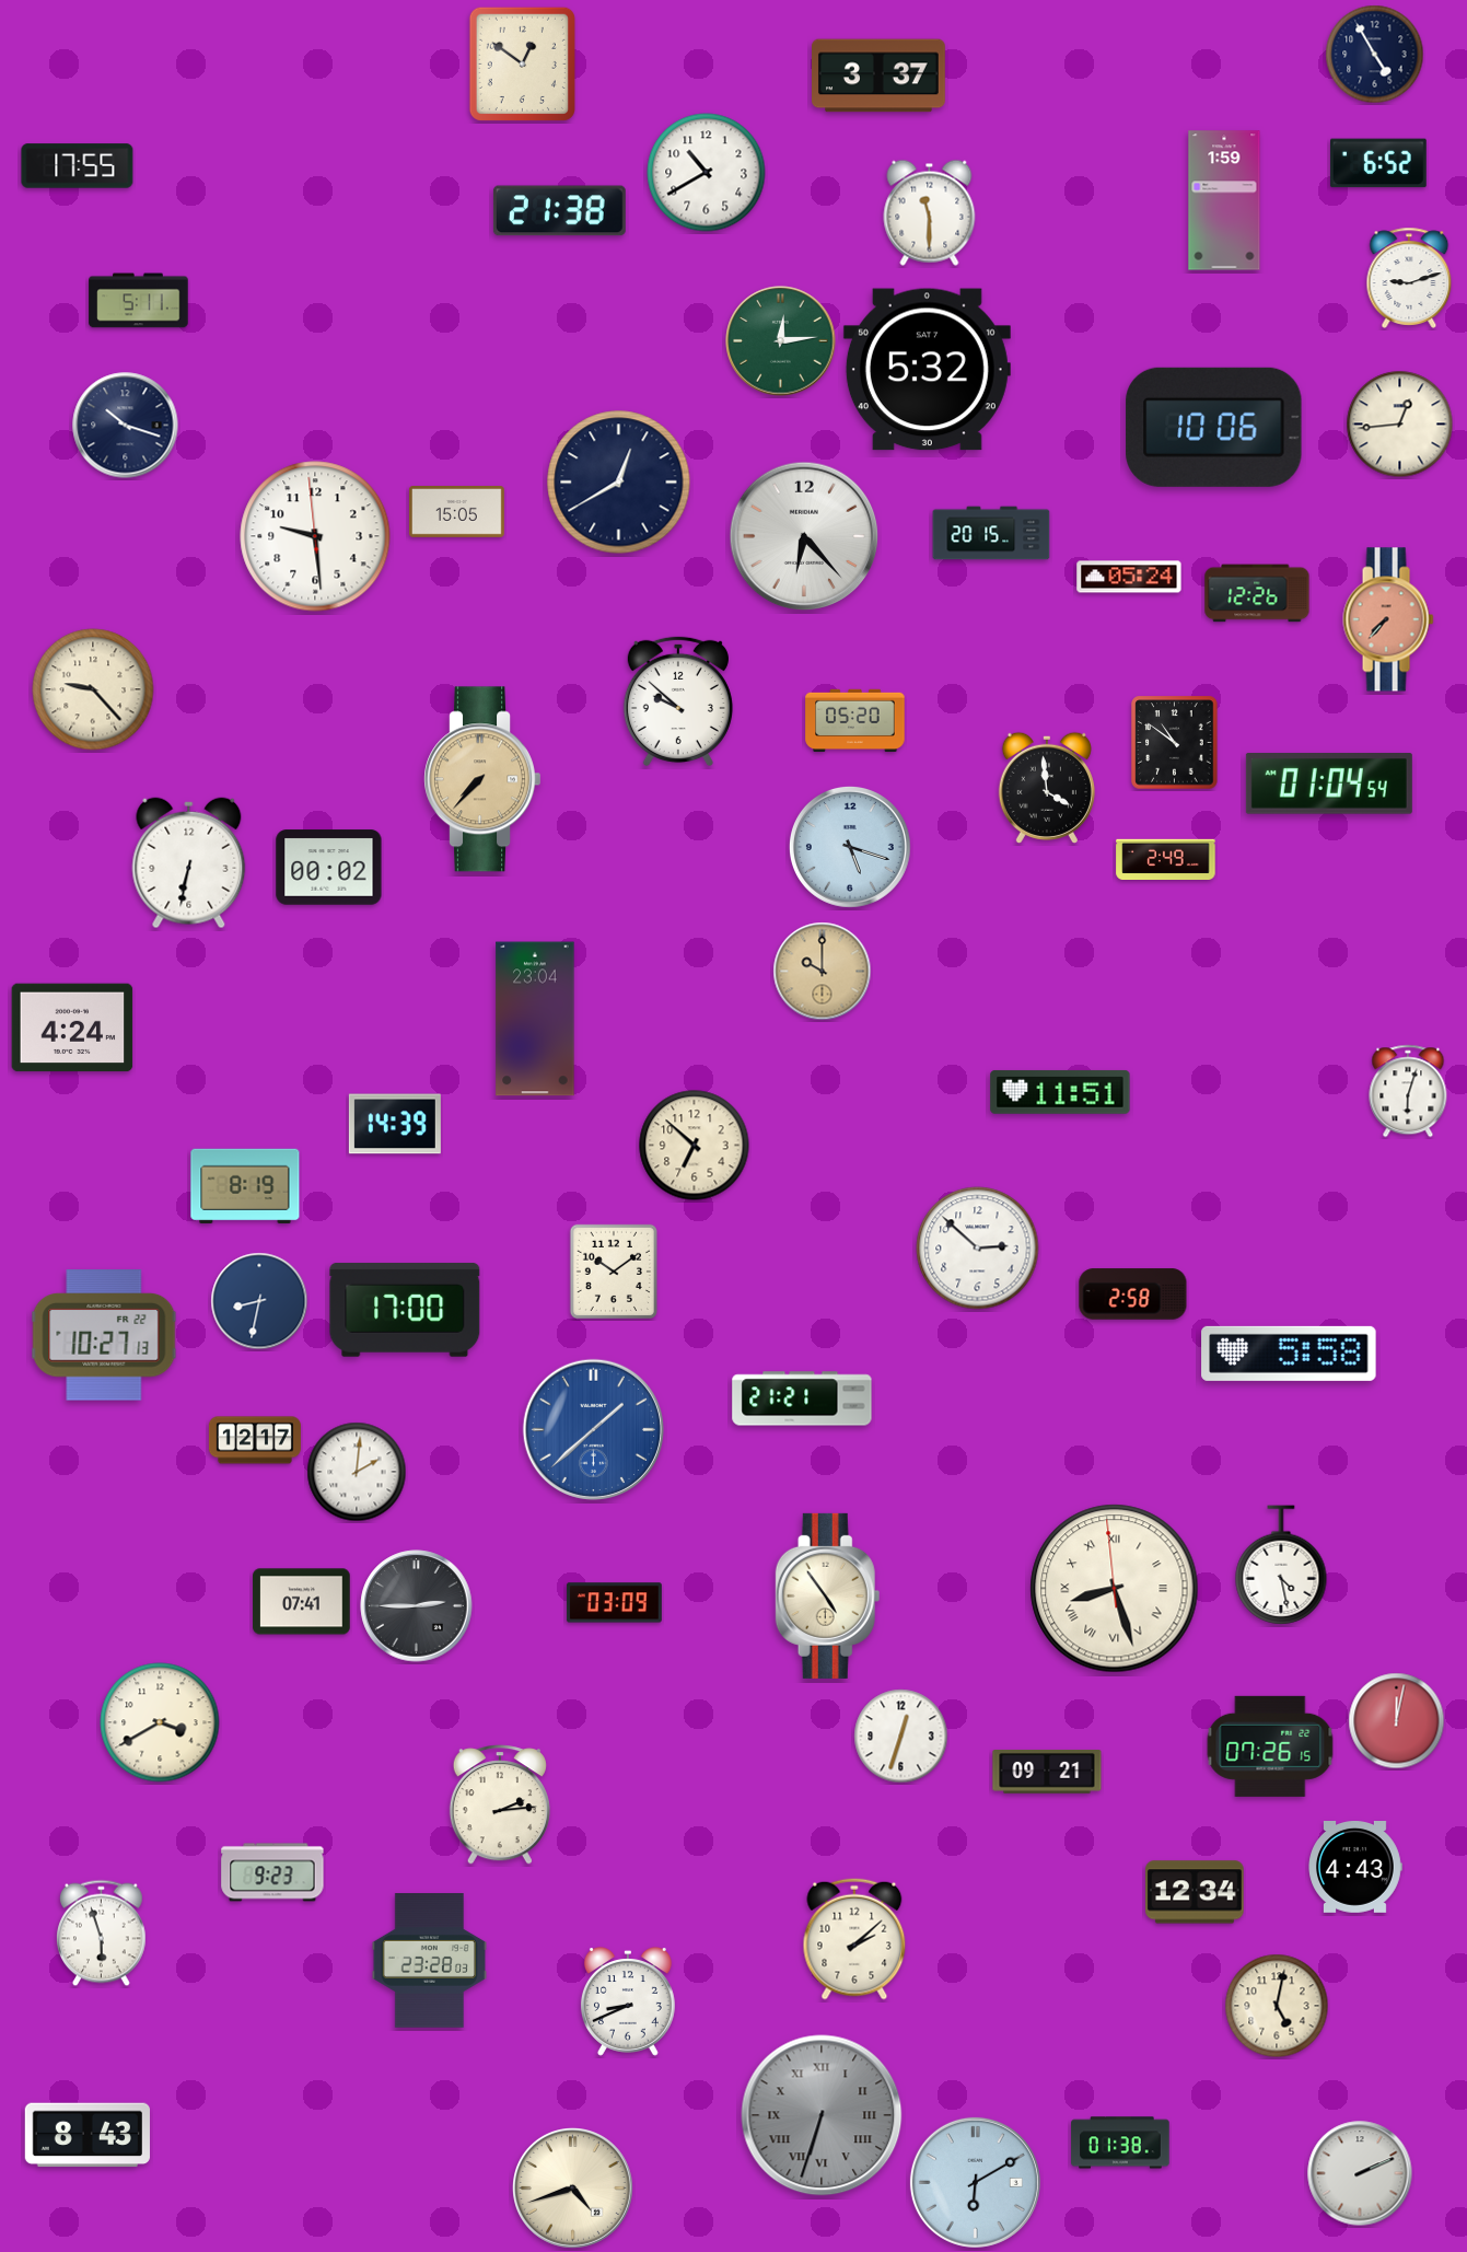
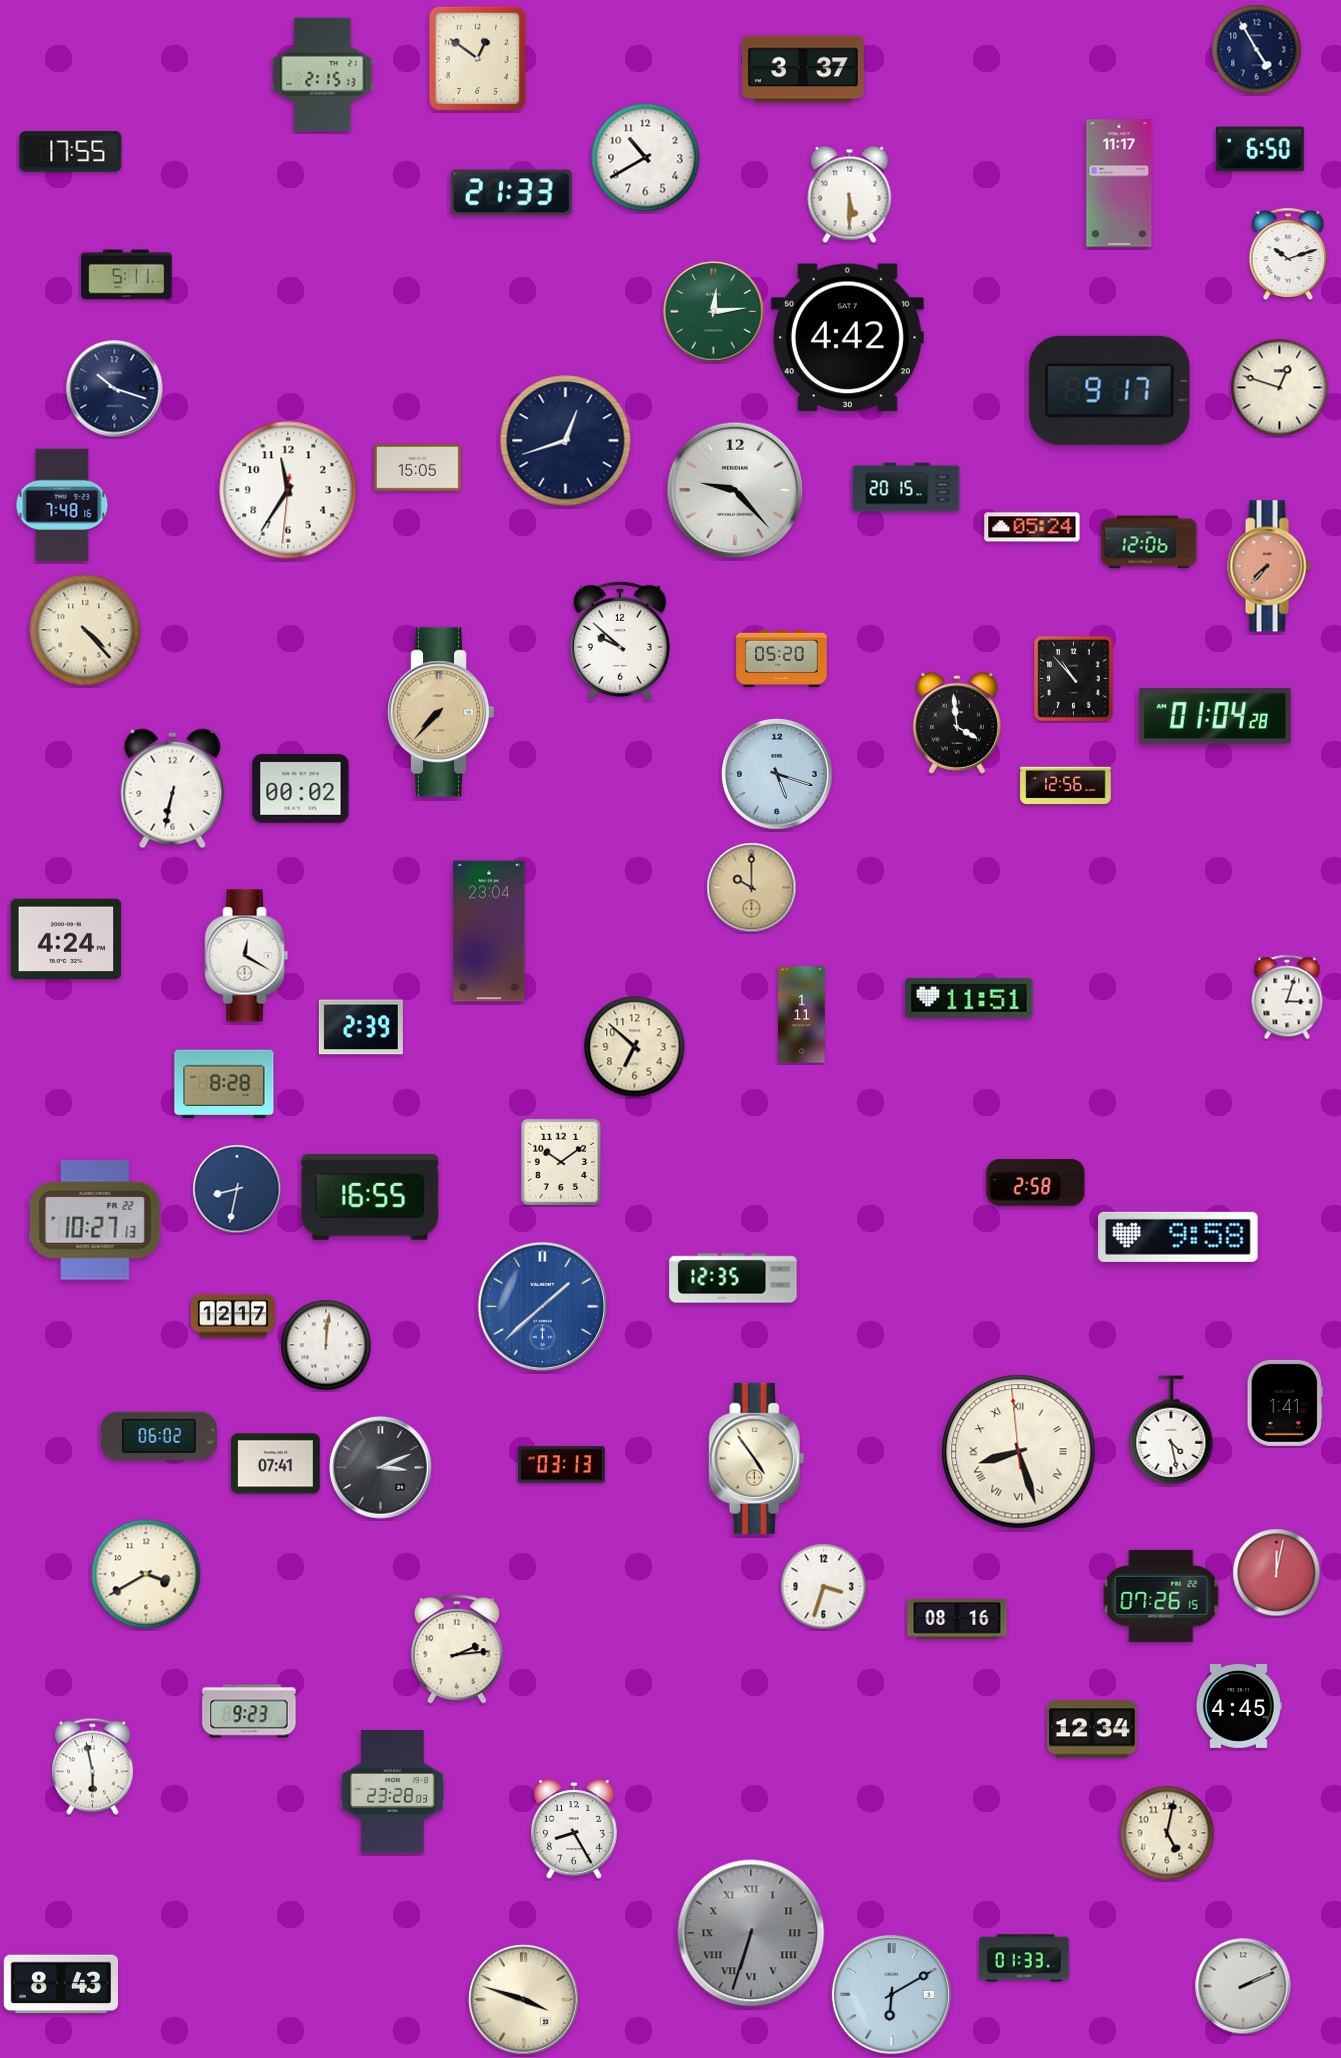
clock at (323, 75): none -> 2:15
clock at (1378, 163): 6:52 -> 6:50
clock at (1224, 200): 1:59 -> 11:17
clock at (559, 211): 21:38 -> 21:33
clock at (930, 212): 11:30 -> 5:30
clock at (1409, 278): 9:12 -> 10:12
clock at (927, 370): 5:32 -> 4:42
clock at (1400, 425): 12:44 -> 12:48
clock at (1214, 427): 10:06 -> 9:17
clock at (619, 483): 12:40 -> 12:42
clock at (315, 536): 9:28 -> 11:35
clock at (804, 536): 6:23 -> 9:23
clock at (62, 505): none -> 7:48
clock at (1257, 593): 12:26 -> 12:06
clock at (93, 689): 9:23 -> 4:23
clock at (1175, 743): 10:51 -> 10:53
clock at (1329, 785): 01:04:54 -> 01:04:28
clock at (1047, 788) position: (1047, 788) -> (957, 723)
clock at (1166, 859): 2:49 -> 12:56
clock at (329, 868) position: (329, 868) -> (301, 789)
clock at (247, 956): none -> 12:20
clock at (1408, 1091): 6:03 -> 3:03
clock at (802, 1015): none -> 1:11
clock at (395, 1124): 14:39 -> 2:39
clock at (245, 1186): 8:19 -> 8:28
clock at (978, 1249): 2:52 -> none
clock at (405, 1310): 17:00 -> 16:55
clock at (1289, 1354): 5:58 -> 9:58
clock at (802, 1398): 21:21 -> 12:35
clock at (357, 1472): 2:01 -> 12:01
clock at (1284, 1403): none -> 1:41
clock at (159, 1436): none -> 06:02
clock at (614, 1603): 03:09 -> 03:13
clock at (417, 1606): 2:45 -> 3:11
clock at (901, 1737): 12:33 -> 3:33
clock at (1047, 1773): 09:21 -> 08:16
clock at (1355, 1868): 4:43 -> 4:45
clock at (102, 1934): 5:57 -> 5:58
clock at (854, 1939): 2:08 -> none
clock at (628, 2001): 8:41 -> 8:25
clock at (88, 2135) position: (88, 2135) -> (61, 1984)
clock at (1120, 2143): 01:38 -> 01:33
clock at (573, 2189): 4:42 -> 3:48
